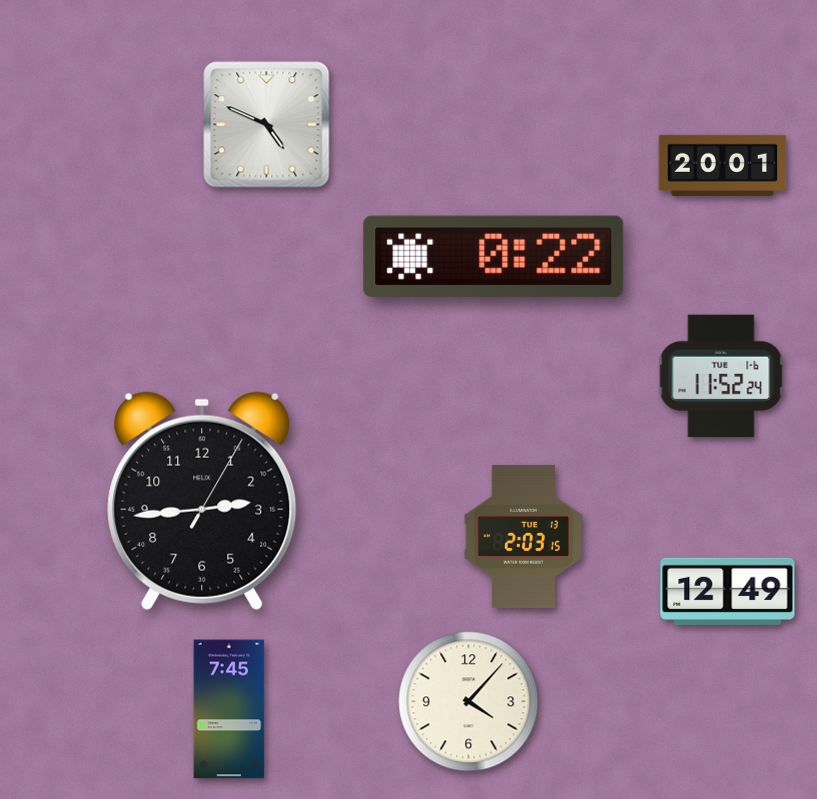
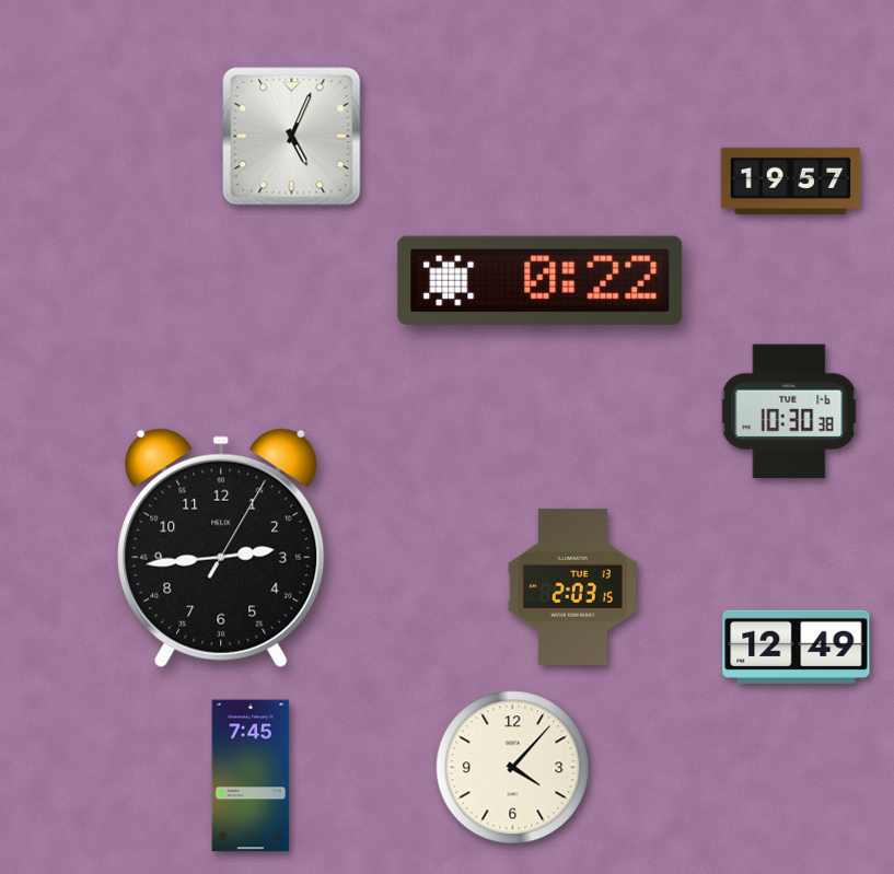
clock at (267, 125): 4:49 -> 5:04
clock at (723, 165): 20:01 -> 19:57
clock at (721, 376): 11:52 -> 10:30
